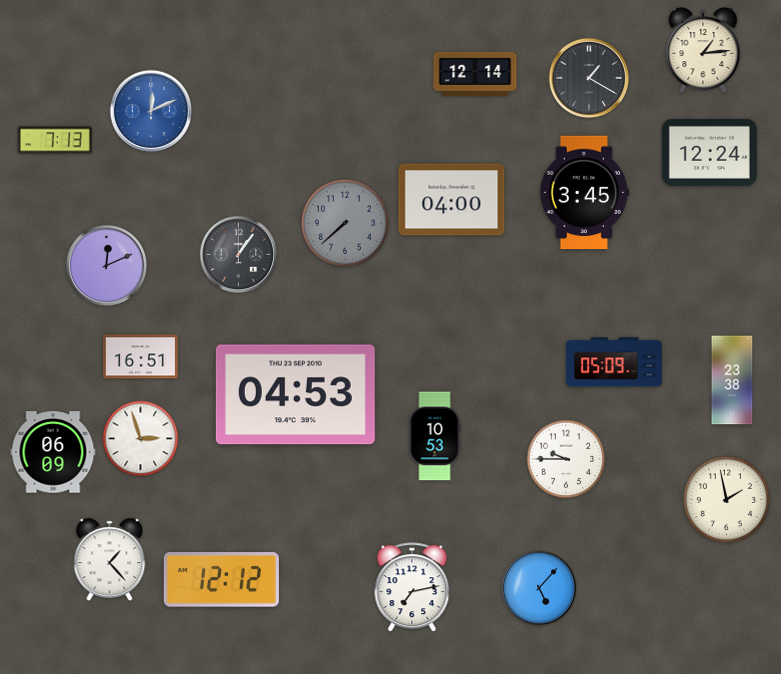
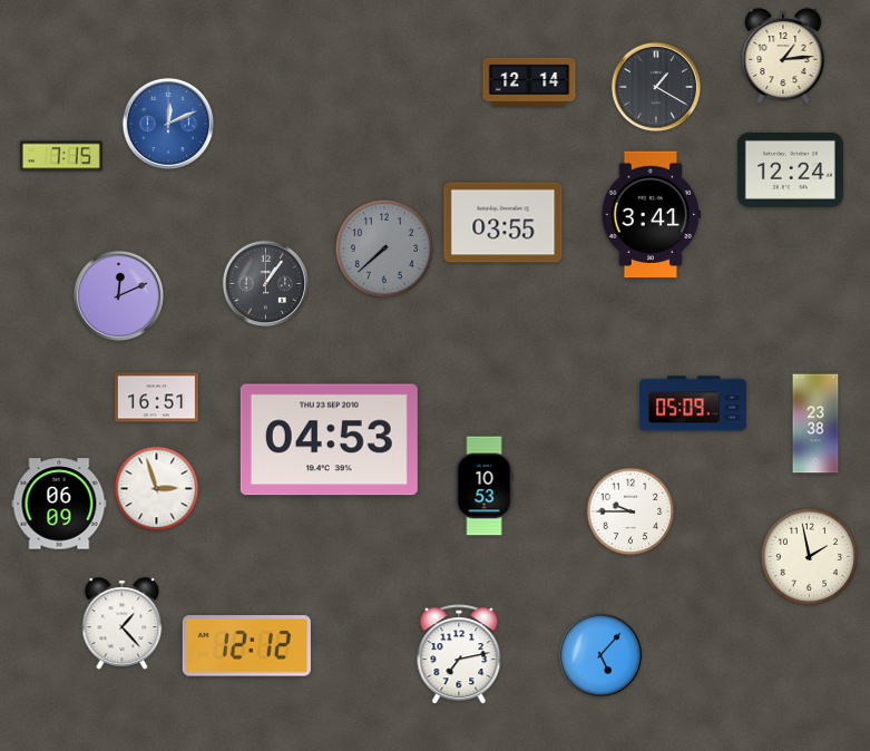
clock at (55, 140): 7:13 -> 7:15
clock at (585, 193): 3:45 -> 3:41
clock at (452, 200): 04:00 -> 03:55
clock at (614, 362) position: (614, 362) -> (693, 403)
